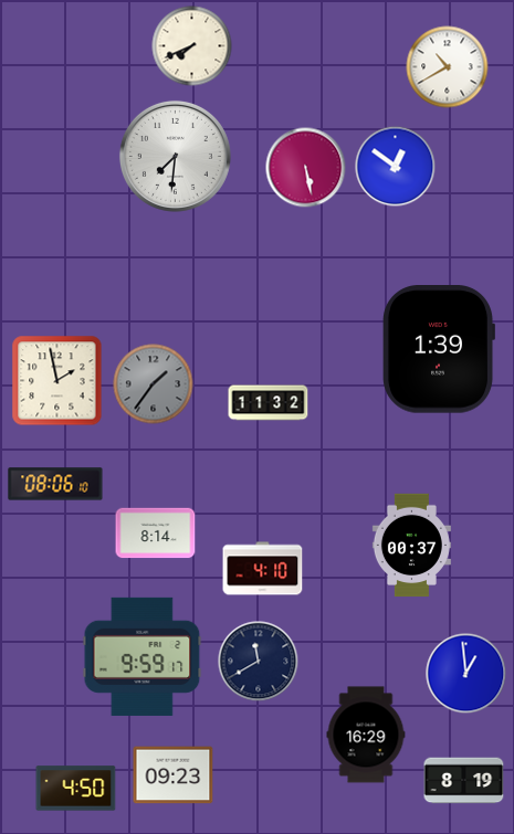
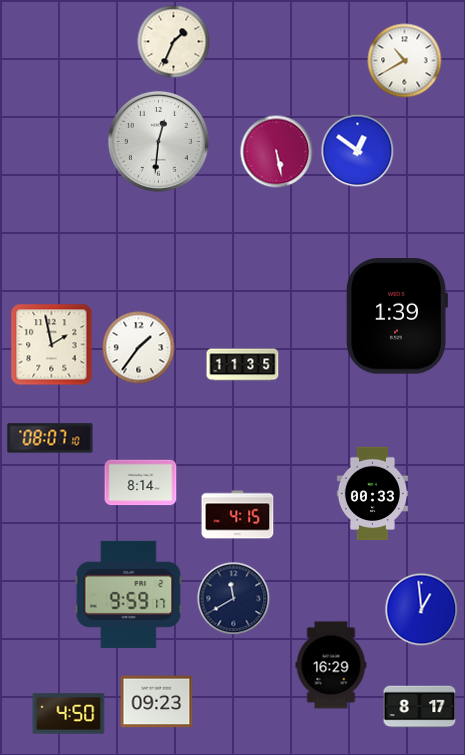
clock at (192, 46): 7:41 -> 1:34
clock at (175, 156): 7:31 -> 12:31
clock at (154, 384) dial: grey -> white
clock at (269, 403): 11:32 -> 11:35
clock at (55, 484): 08:06 -> 08:07
clock at (411, 546): 00:37 -> 00:33
clock at (263, 569): 4:10 -> 4:15
clock at (464, 781): 8:19 -> 8:17
